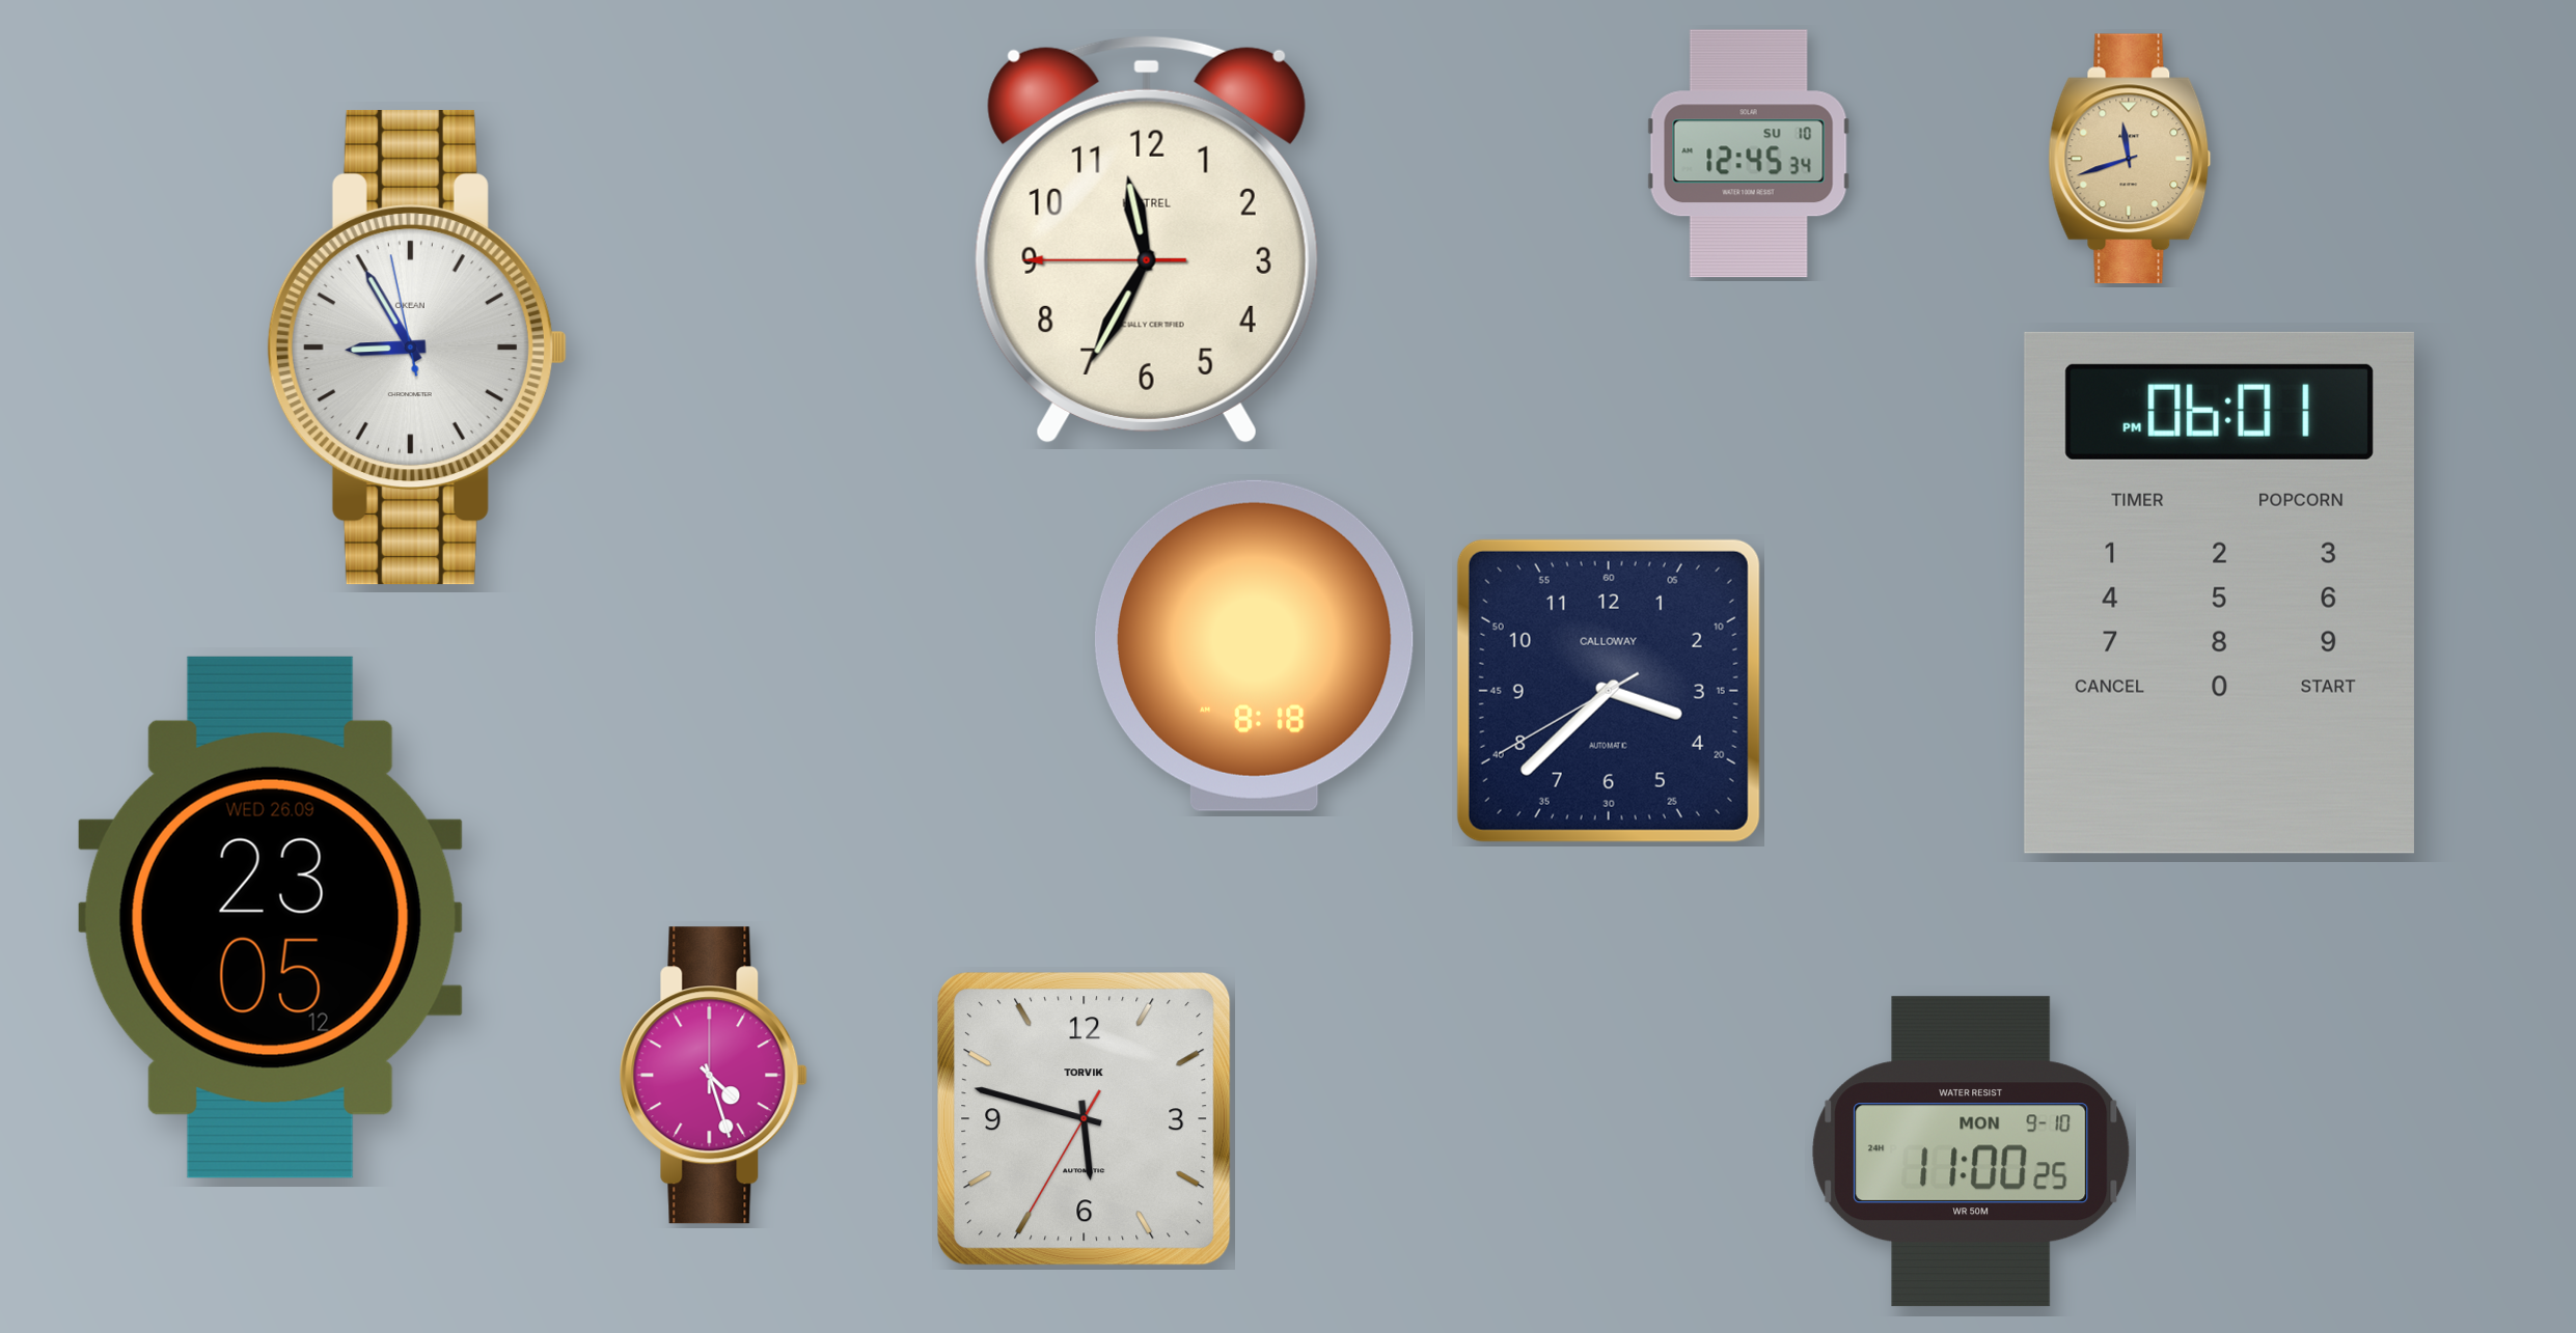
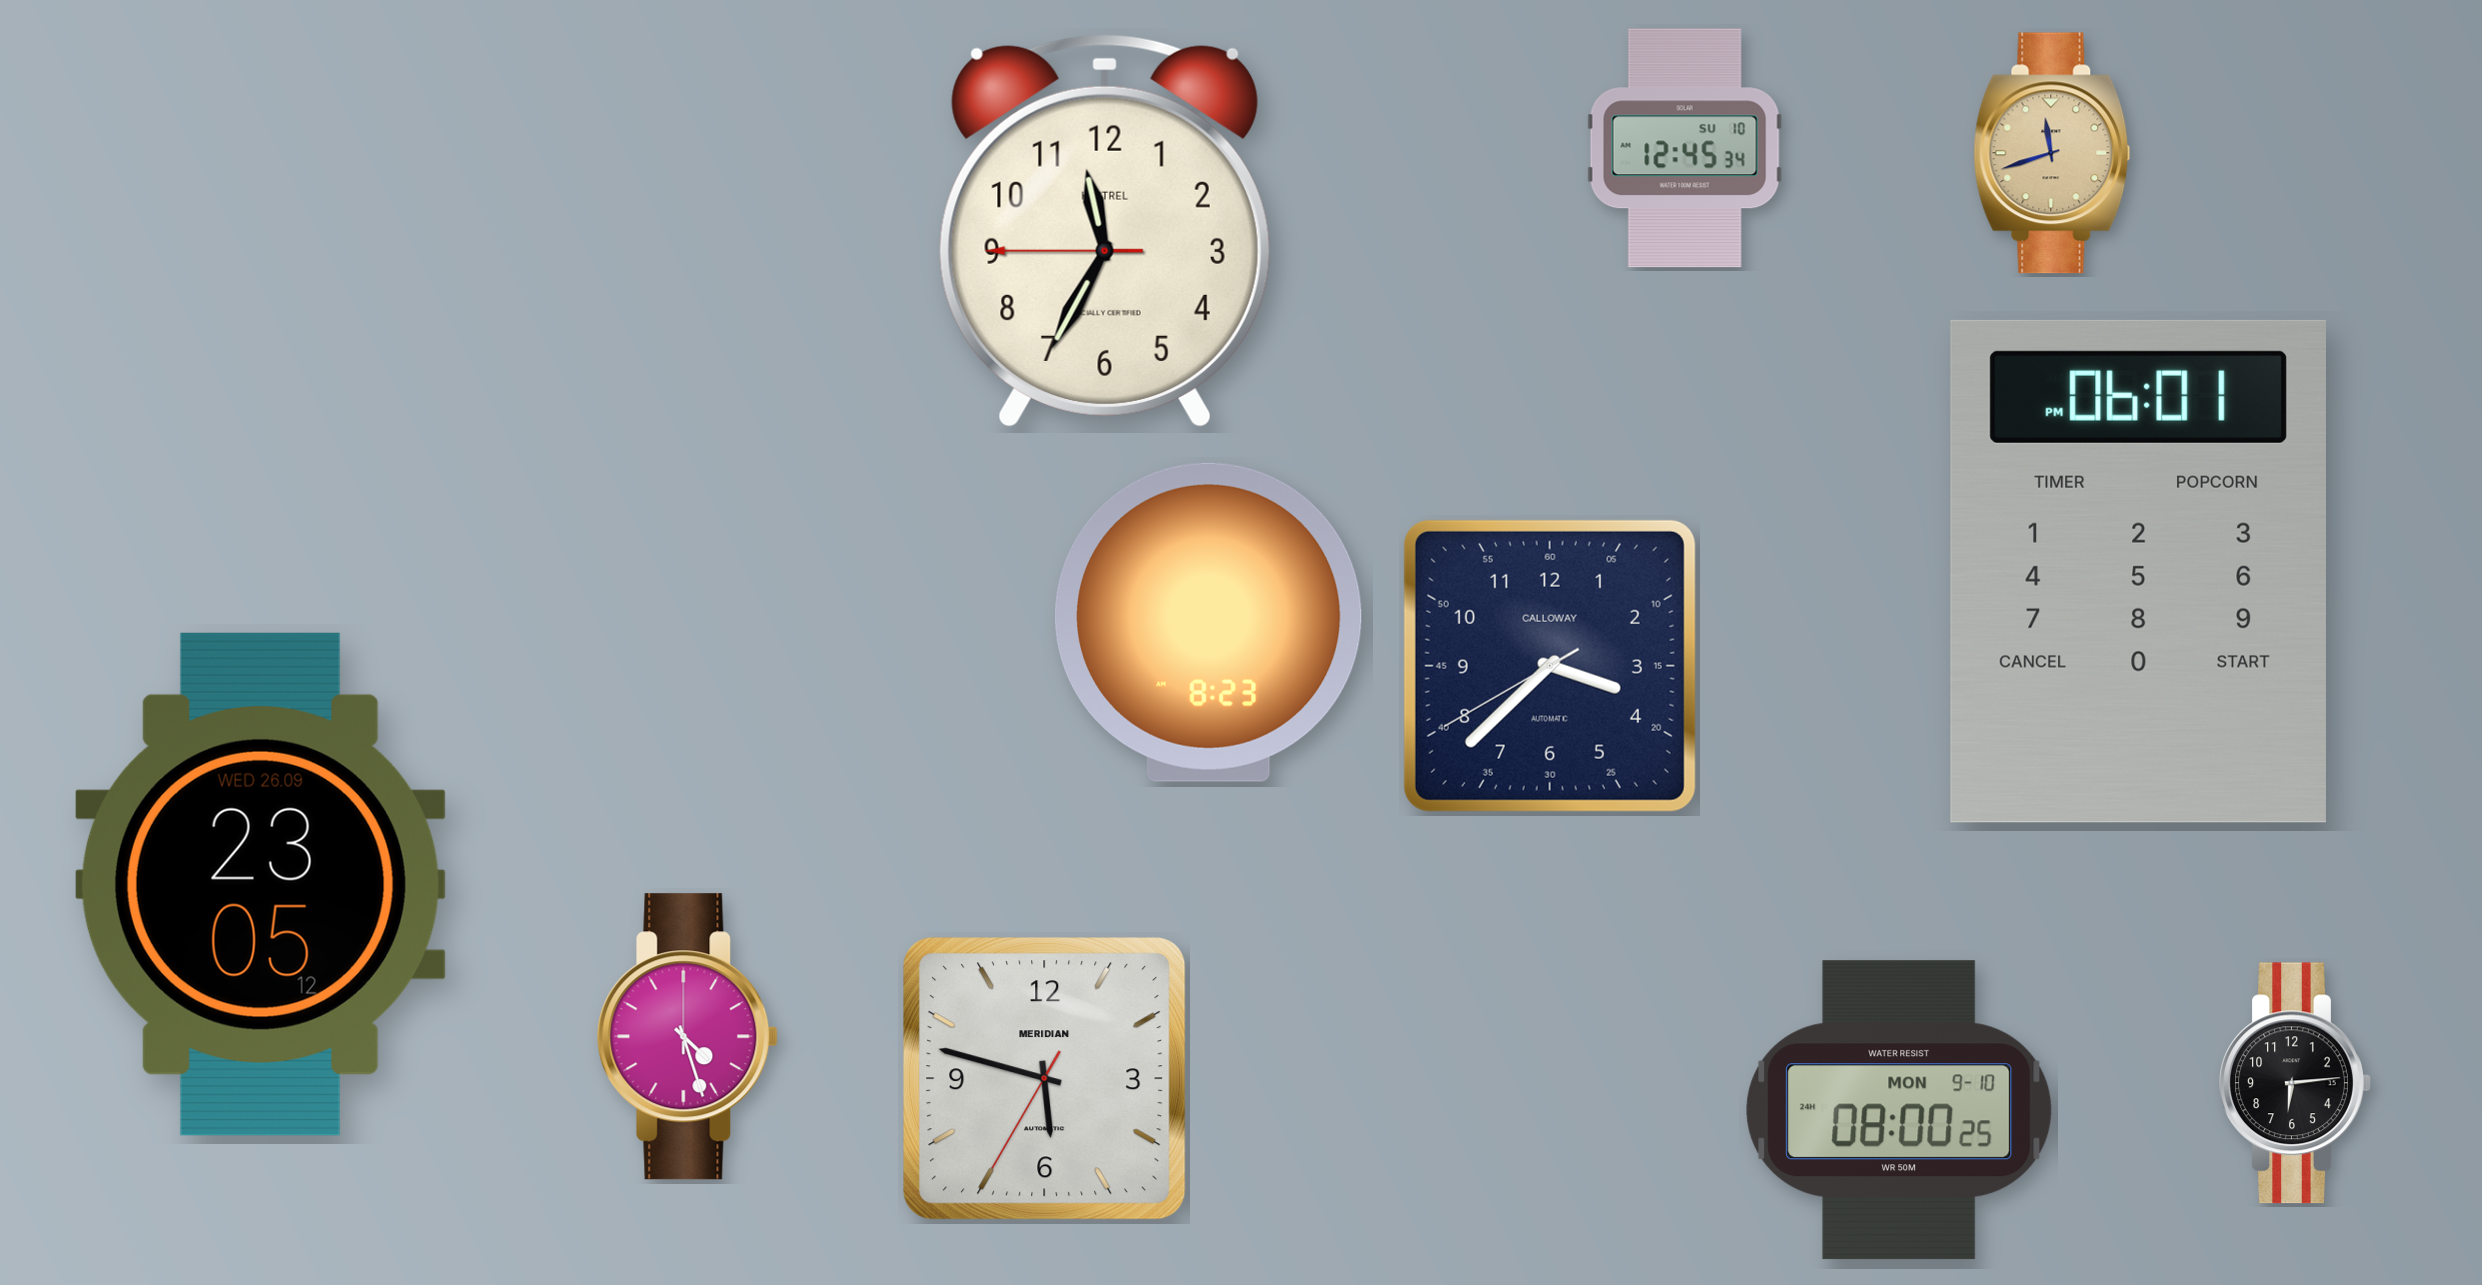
clock at (417, 349): 8:54 -> none
clock at (1254, 645): 8:18 -> 8:23
clock at (1085, 1119) brand: TORVIK -> MERIDIAN
clock at (2295, 1083): none -> 6:14
clock at (1971, 1151): 11:00 -> 08:00
